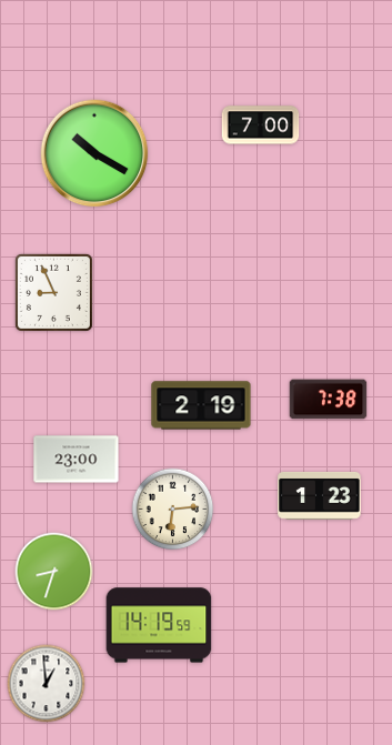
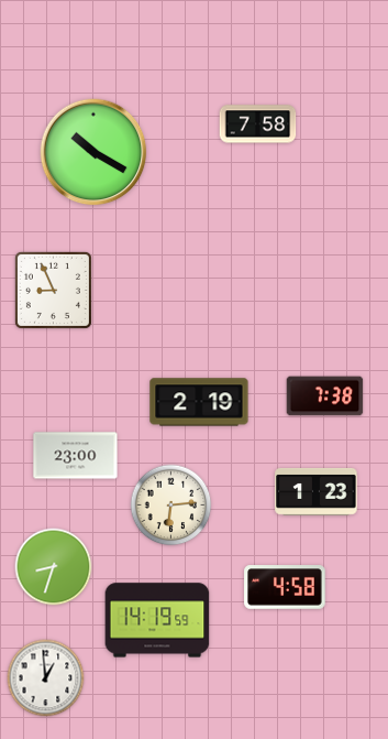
clock at (261, 125): 7:00 -> 7:58
clock at (285, 587): none -> 4:58
